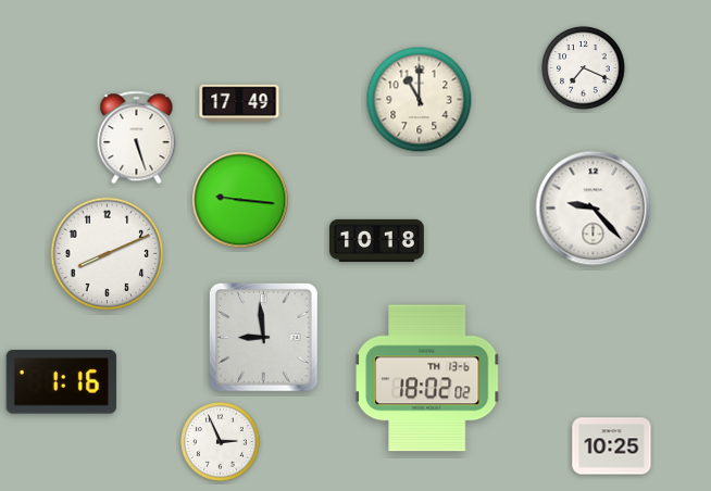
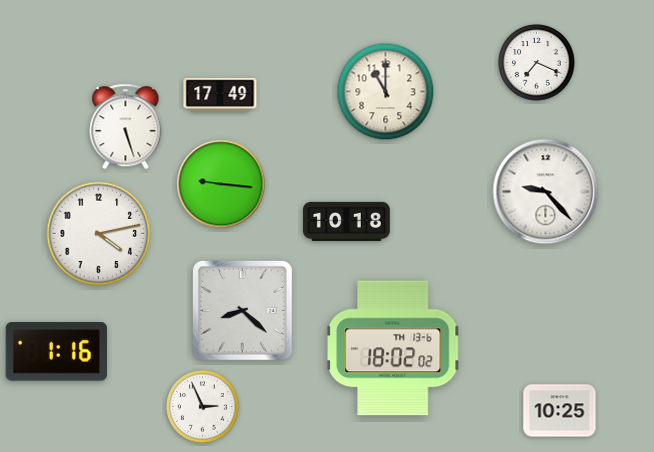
clock at (108, 254): 8:11 -> 4:13
clock at (263, 337): 8:59 -> 8:22
clock at (612, 446) position: (612, 446) -> (560, 411)
